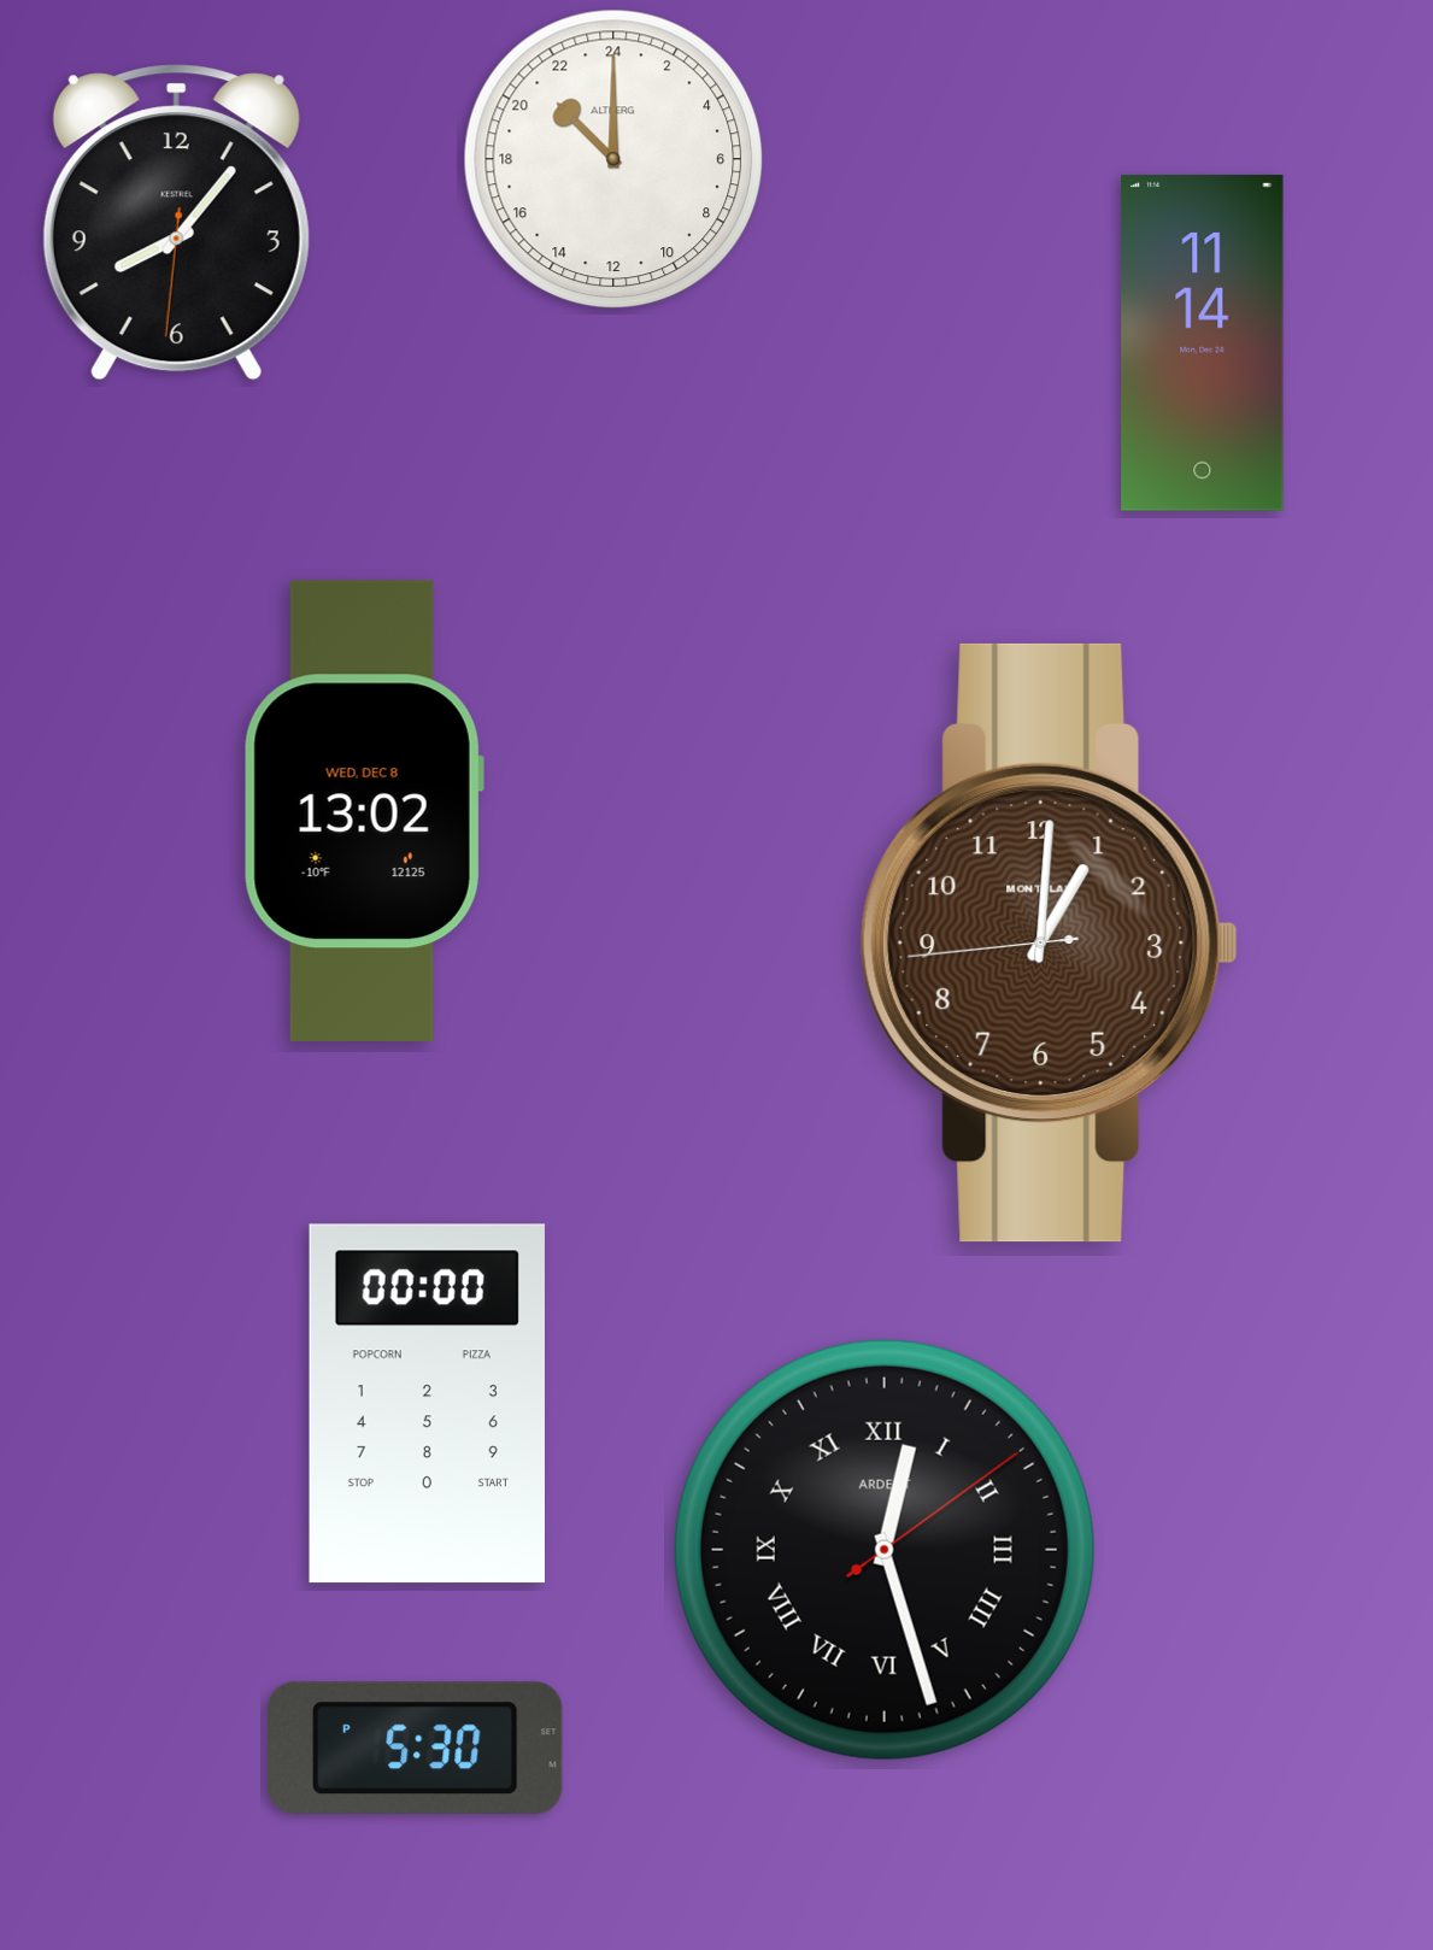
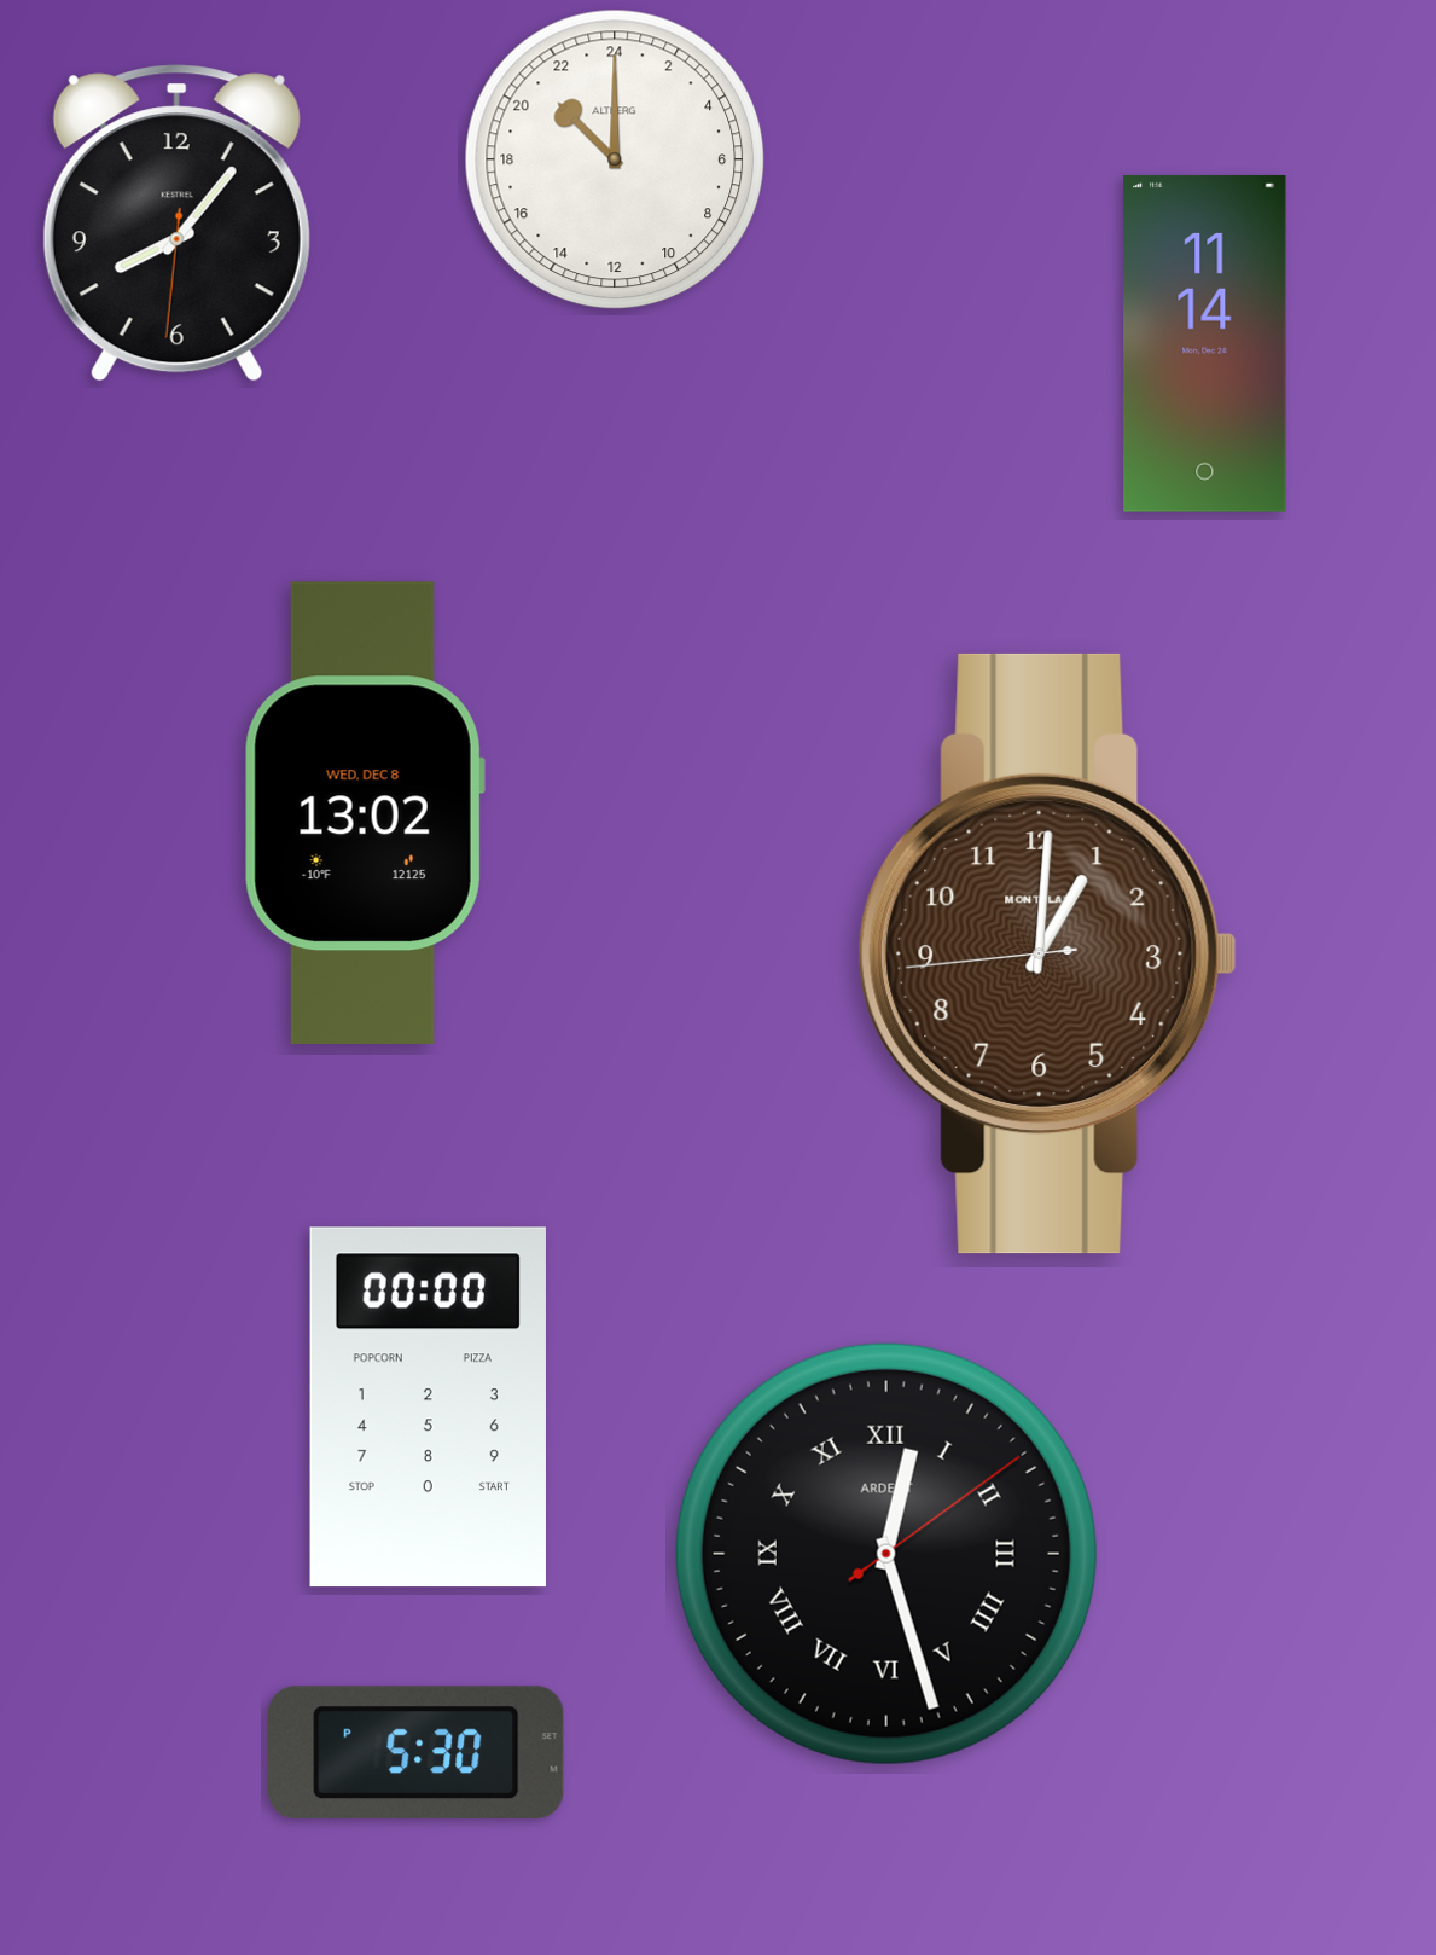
clock at (1049, 942) position: (1049, 942) -> (1047, 953)
